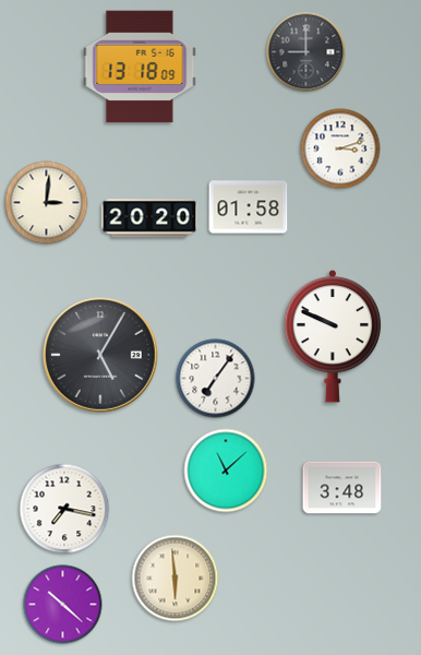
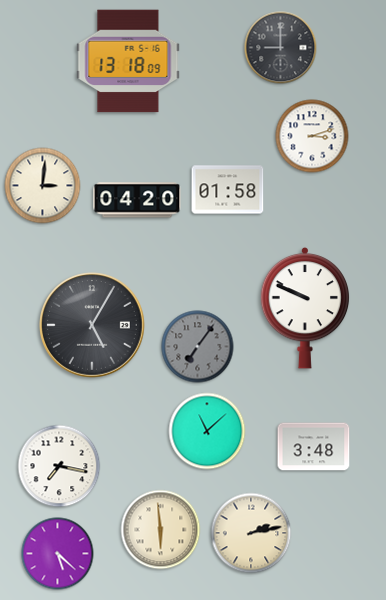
clock at (149, 218): 20:20 -> 04:20
clock at (216, 379) dial: white -> grey
clock at (251, 533): none -> 2:13
clock at (63, 605): 10:22 -> 5:22
